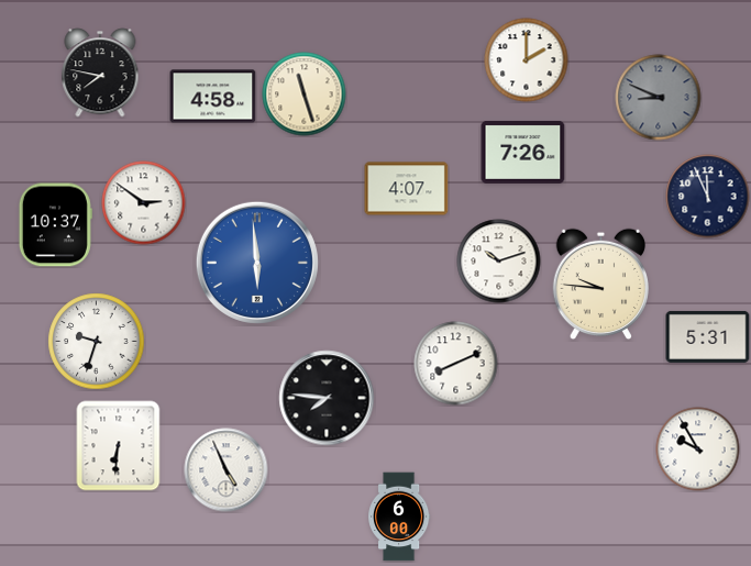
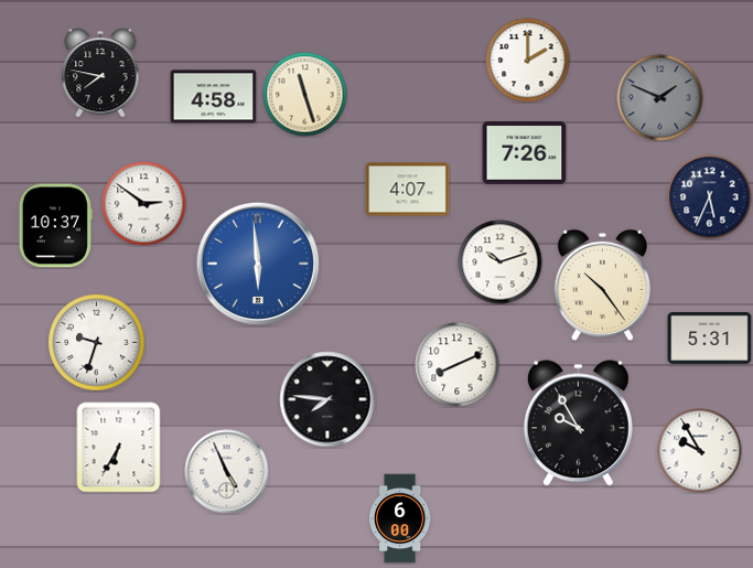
clock at (659, 98): 8:49 -> 1:49
clock at (708, 197): 11:56 -> 5:34
clock at (600, 285): 9:46 -> 10:24
clock at (578, 424): none -> 9:55
clock at (119, 446): 6:31 -> 6:35
